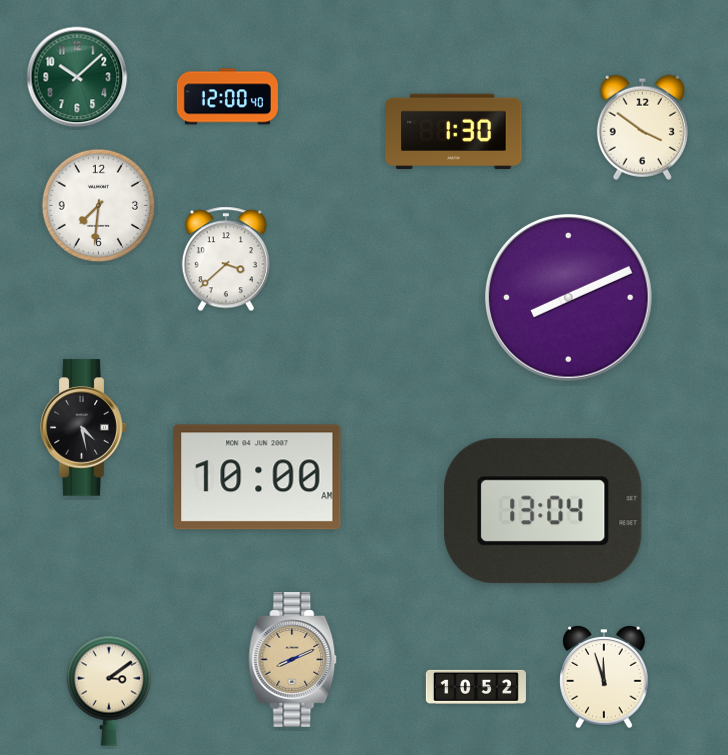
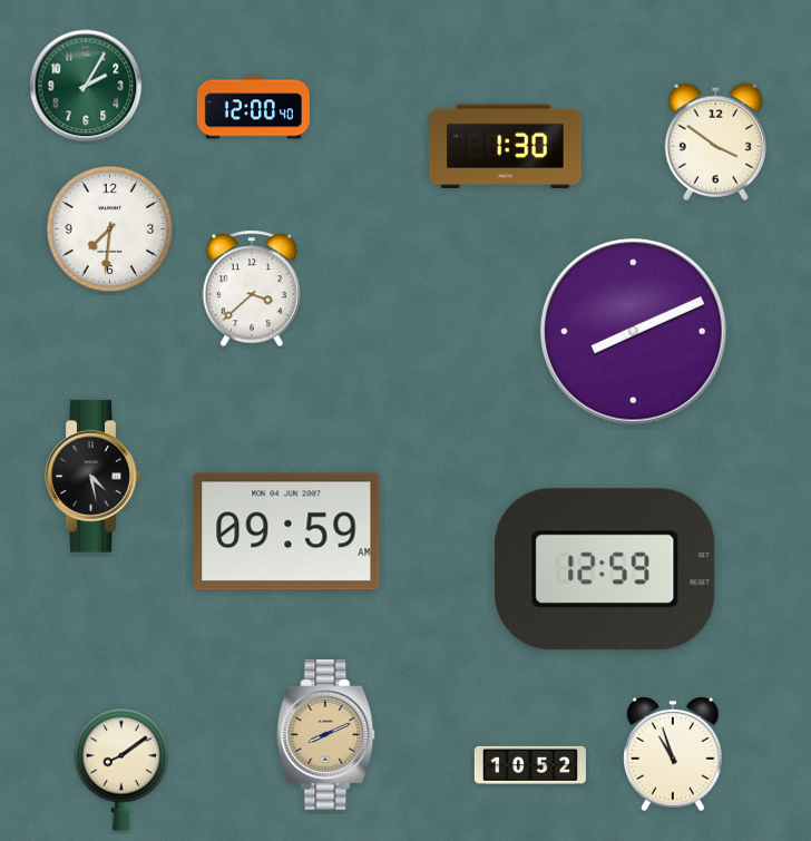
clock at (77, 77): 10:08 -> 2:05
clock at (257, 477): 10:00 -> 09:59
clock at (543, 511): 13:04 -> 12:59
clock at (604, 678): 11:57 -> 10:57
clock at (109, 691): 3:09 -> 8:09
